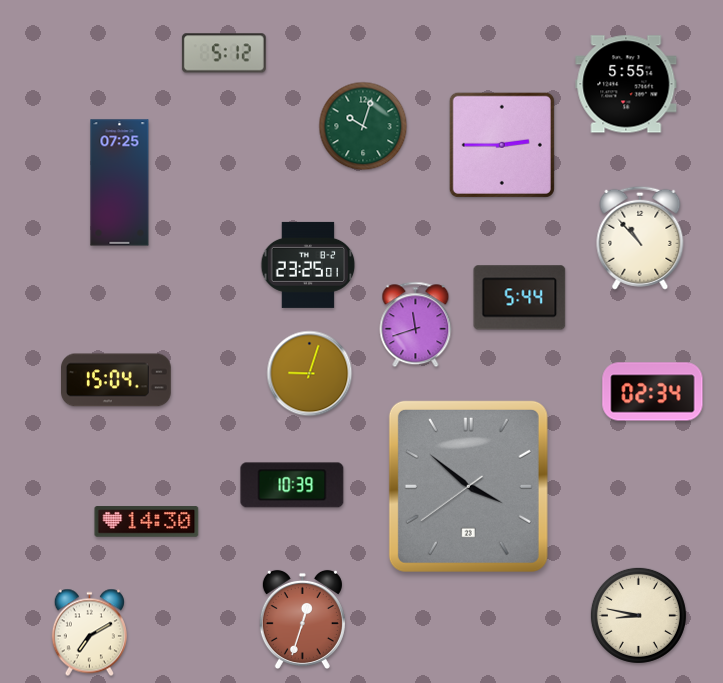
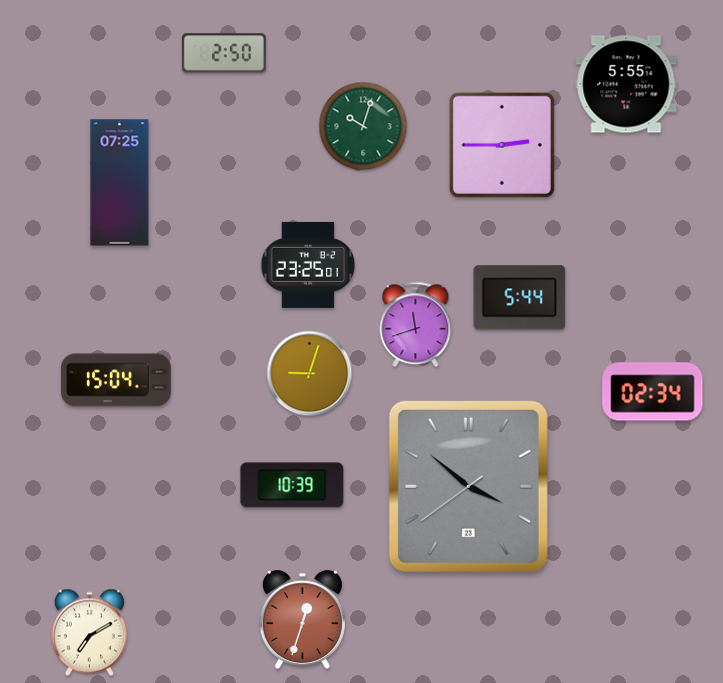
clock at (224, 53): 5:12 -> 2:50
clock at (640, 238): 10:53 -> none
clock at (147, 522): 14:30 -> none
clock at (638, 615): 8:47 -> none
